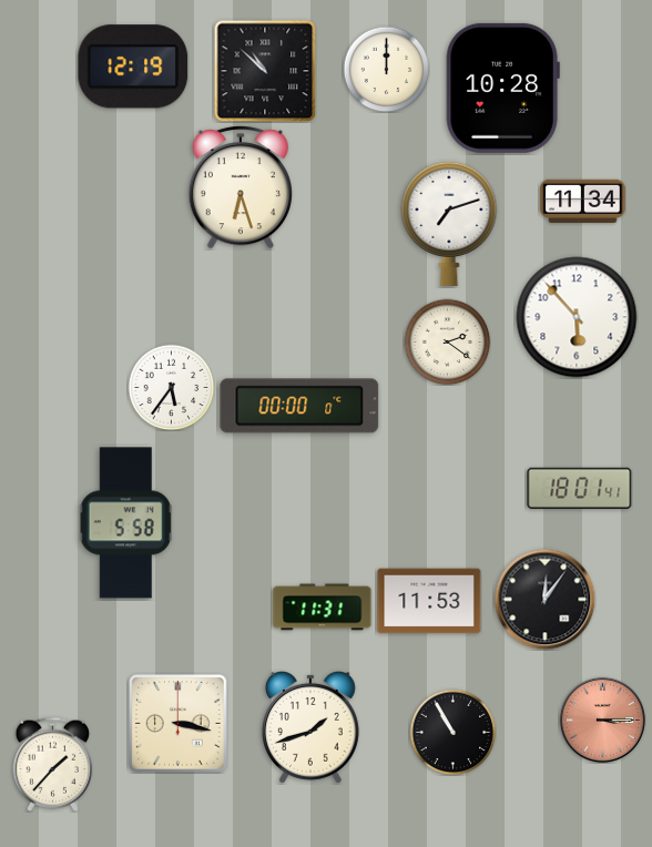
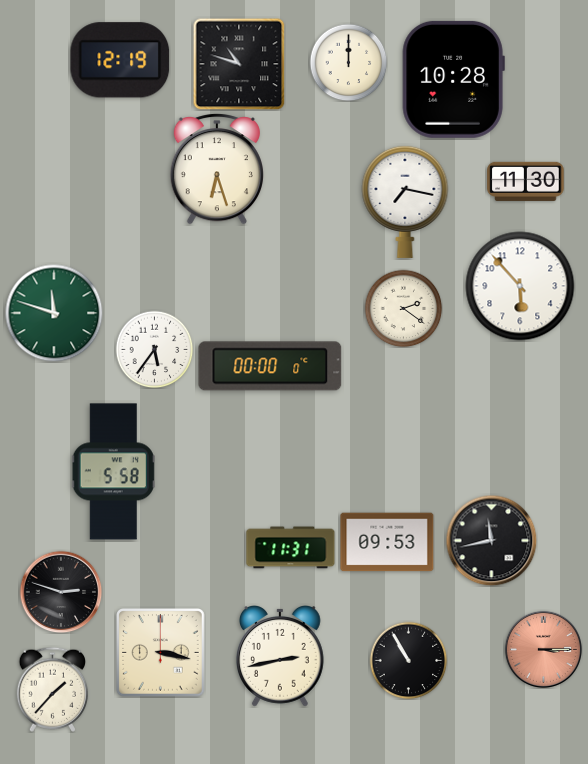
clock at (265, 71): 10:52 -> 10:48
clock at (583, 201): 11:34 -> 11:30
clock at (449, 223): 7:12 -> 7:17
clock at (54, 313): none -> 11:48
clock at (580, 488): 18:01 -> none
clock at (544, 599): 12:06 -> 11:43
clock at (429, 601): 11:53 -> 09:53
clock at (61, 592): none -> 2:48
clock at (310, 728): 1:42 -> 2:43
clock at (53, 764) position: (53, 764) -> (53, 689)
